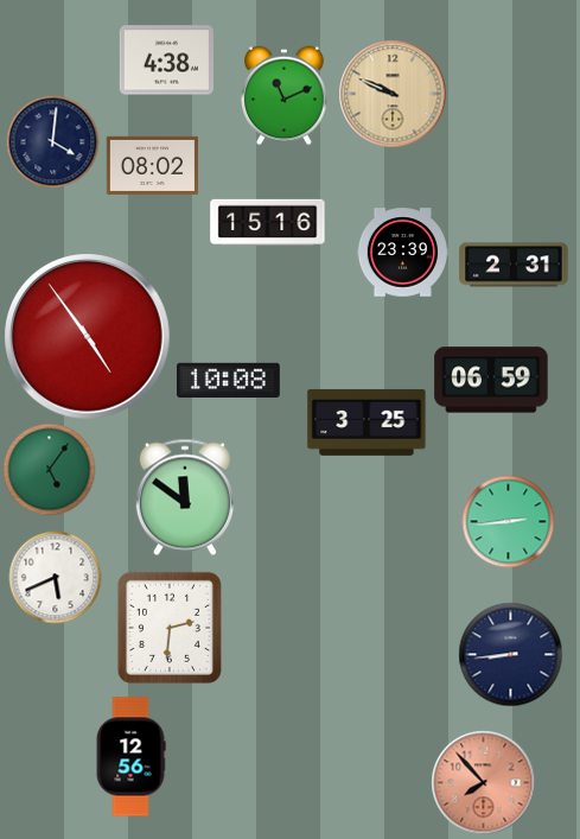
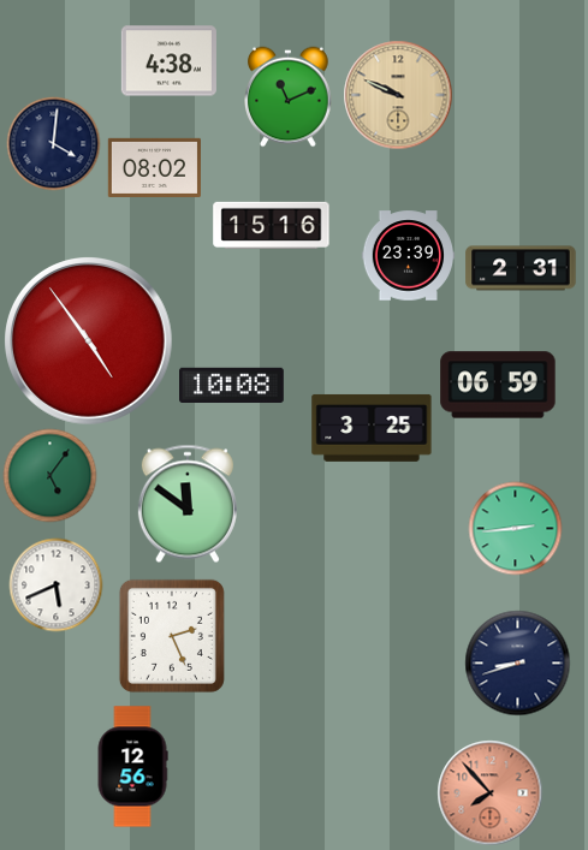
clock at (170, 628): 2:31 -> 2:26
clock at (510, 654): 8:44 -> 8:42
